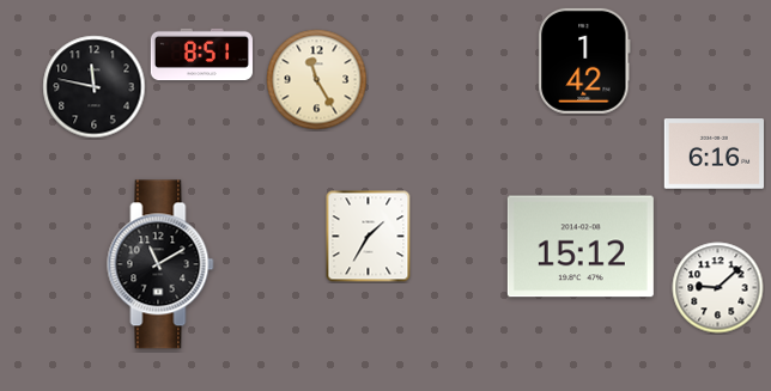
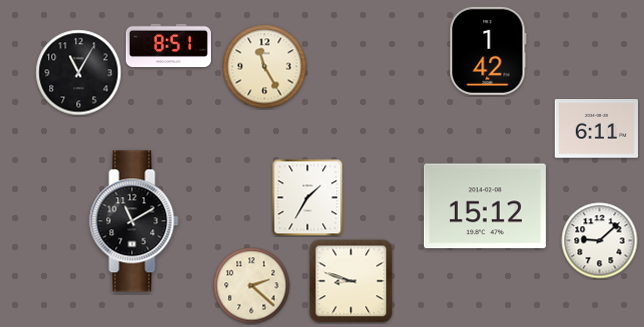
clock at (95, 87): 11:47 -> 11:05
clock at (714, 154): 6:16 -> 6:11
clock at (351, 281): none -> 8:48
clock at (252, 286): none -> 2:22
